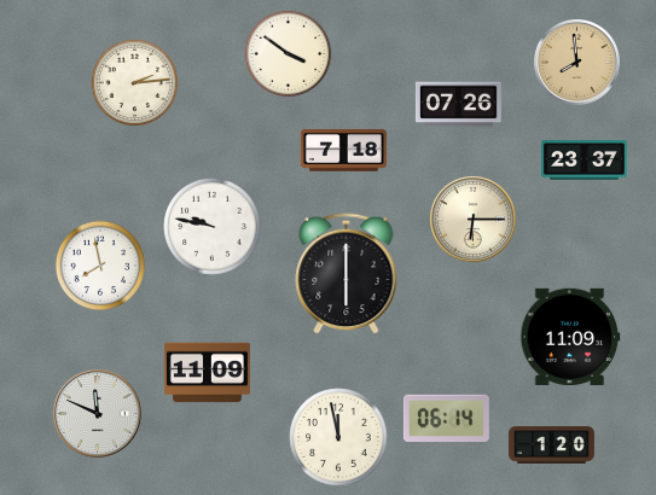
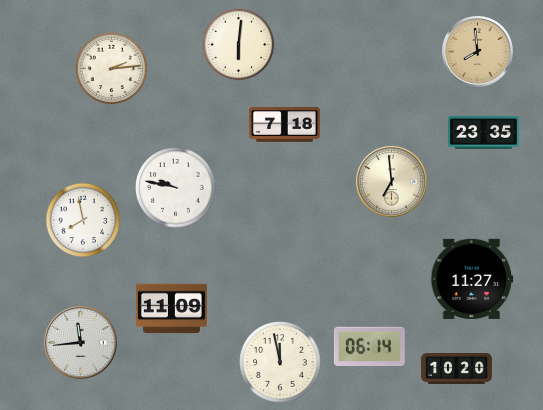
clock at (289, 54): 3:51 -> 6:01
clock at (458, 105): 07:26 -> none
clock at (584, 161): 23:37 -> 23:35
clock at (472, 219): 6:15 -> 6:59
clock at (347, 273): 6:00 -> none
clock at (570, 337): 11:09 -> 11:27
clock at (98, 414): 11:49 -> 11:44
clock at (551, 445): 1:20 -> 10:20
